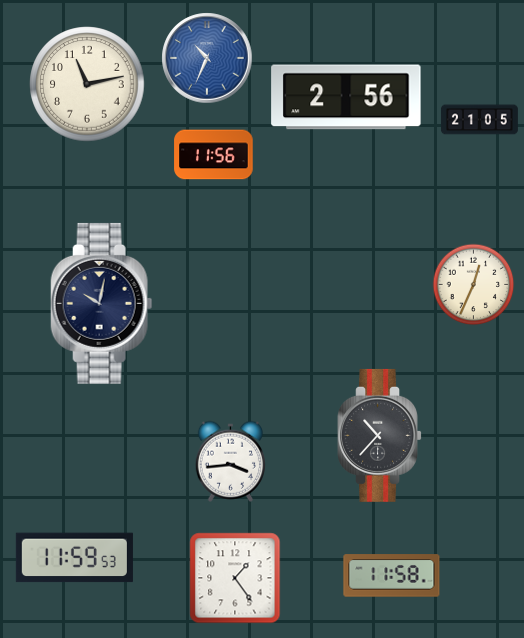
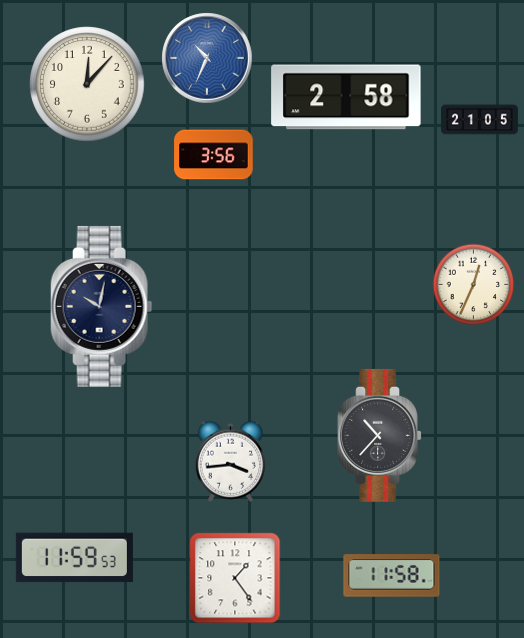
clock at (87, 84): 11:13 -> 12:07
clock at (346, 97): 2:56 -> 2:58
clock at (214, 155): 11:56 -> 3:56
clock at (102, 303) position: (102, 303) -> (102, 306)
